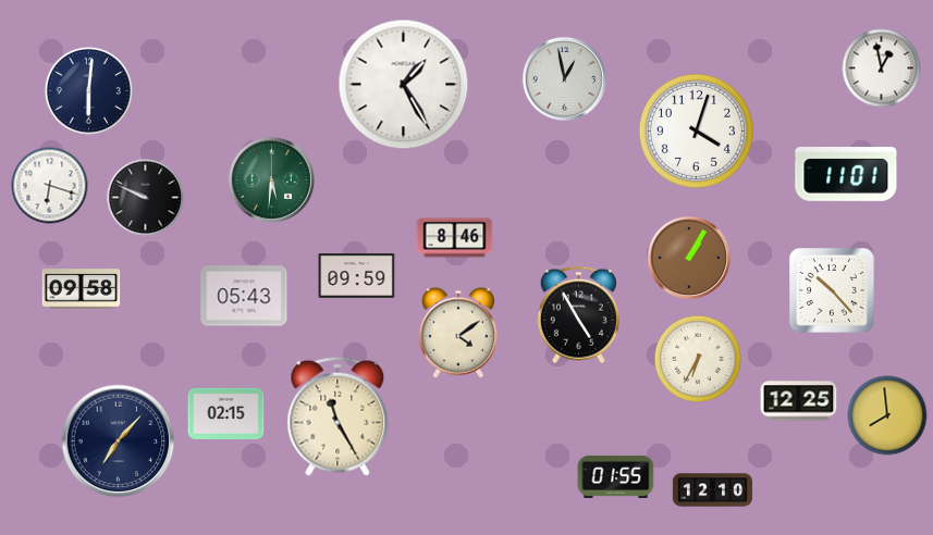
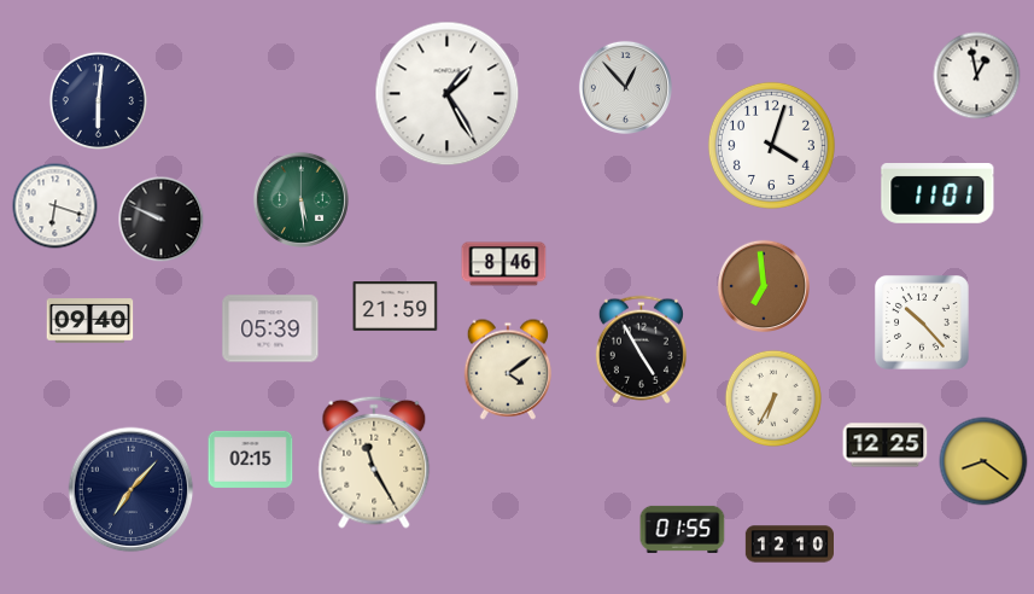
clock at (564, 78): 12:58 -> 12:53
clock at (271, 179): 5:31 -> 5:29
clock at (688, 257): 1:05 -> 6:59
clock at (357, 276): 09:59 -> 21:59
clock at (82, 289): 09:58 -> 09:40
clock at (244, 296): 05:43 -> 05:39
clock at (887, 415): 7:59 -> 8:21
